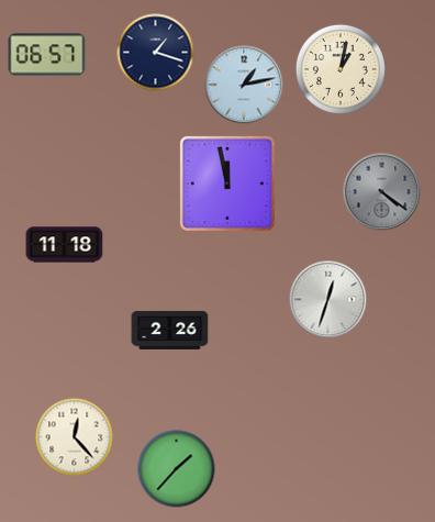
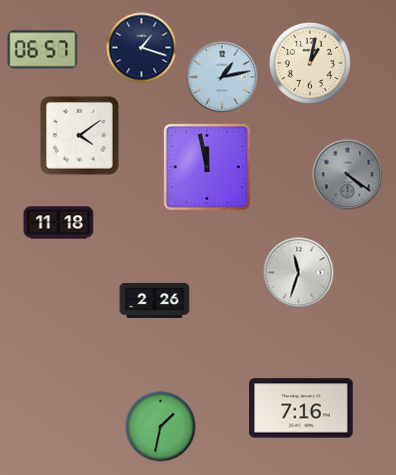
clock at (79, 135): none -> 4:09
clock at (328, 300): 12:33 -> 11:33
clock at (75, 437): 12:23 -> none
clock at (301, 408): none -> 7:16
clock at (177, 469): 1:37 -> 1:32
